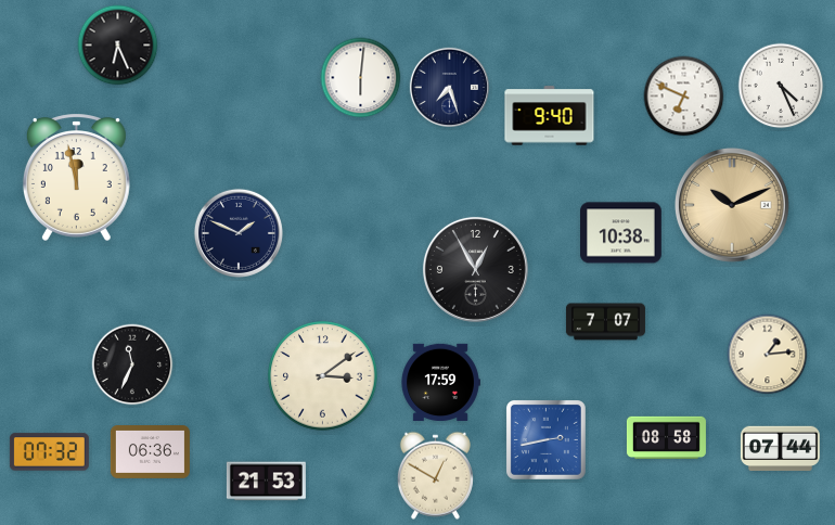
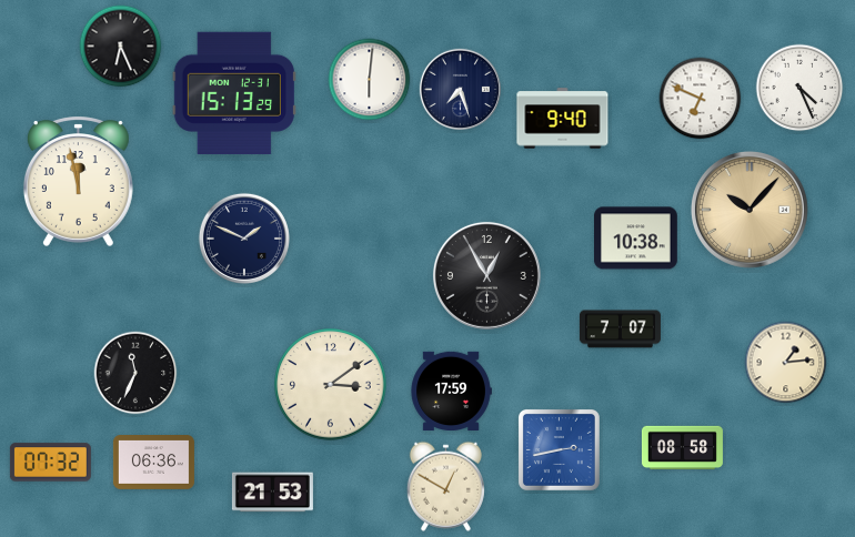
clock at (234, 92): none -> 15:13
clock at (732, 205): 10:11 -> 10:07
clock at (780, 449): 07:44 -> none
